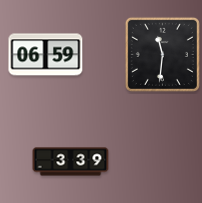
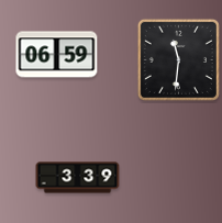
clock at (46, 55) position: (46, 55) -> (57, 55)
